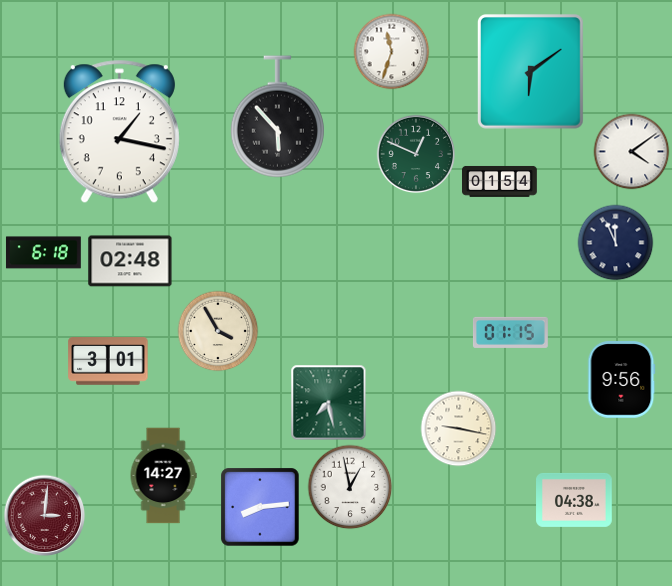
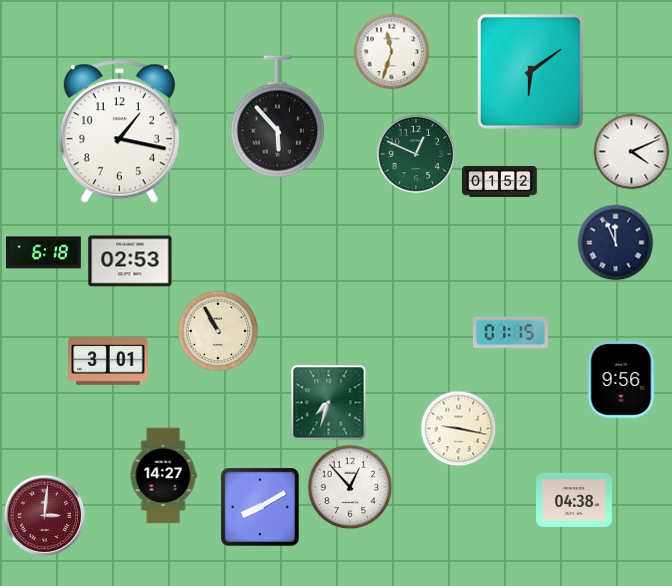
clock at (632, 152): 4:09 -> 4:11
clock at (500, 181): 01:54 -> 01:52
clock at (130, 261): 02:48 -> 02:53
clock at (218, 331): 3:55 -> 10:55
clock at (329, 403): 7:28 -> 7:33
clock at (350, 487): 12:58 -> 12:53
clock at (260, 507): 8:14 -> 8:10
